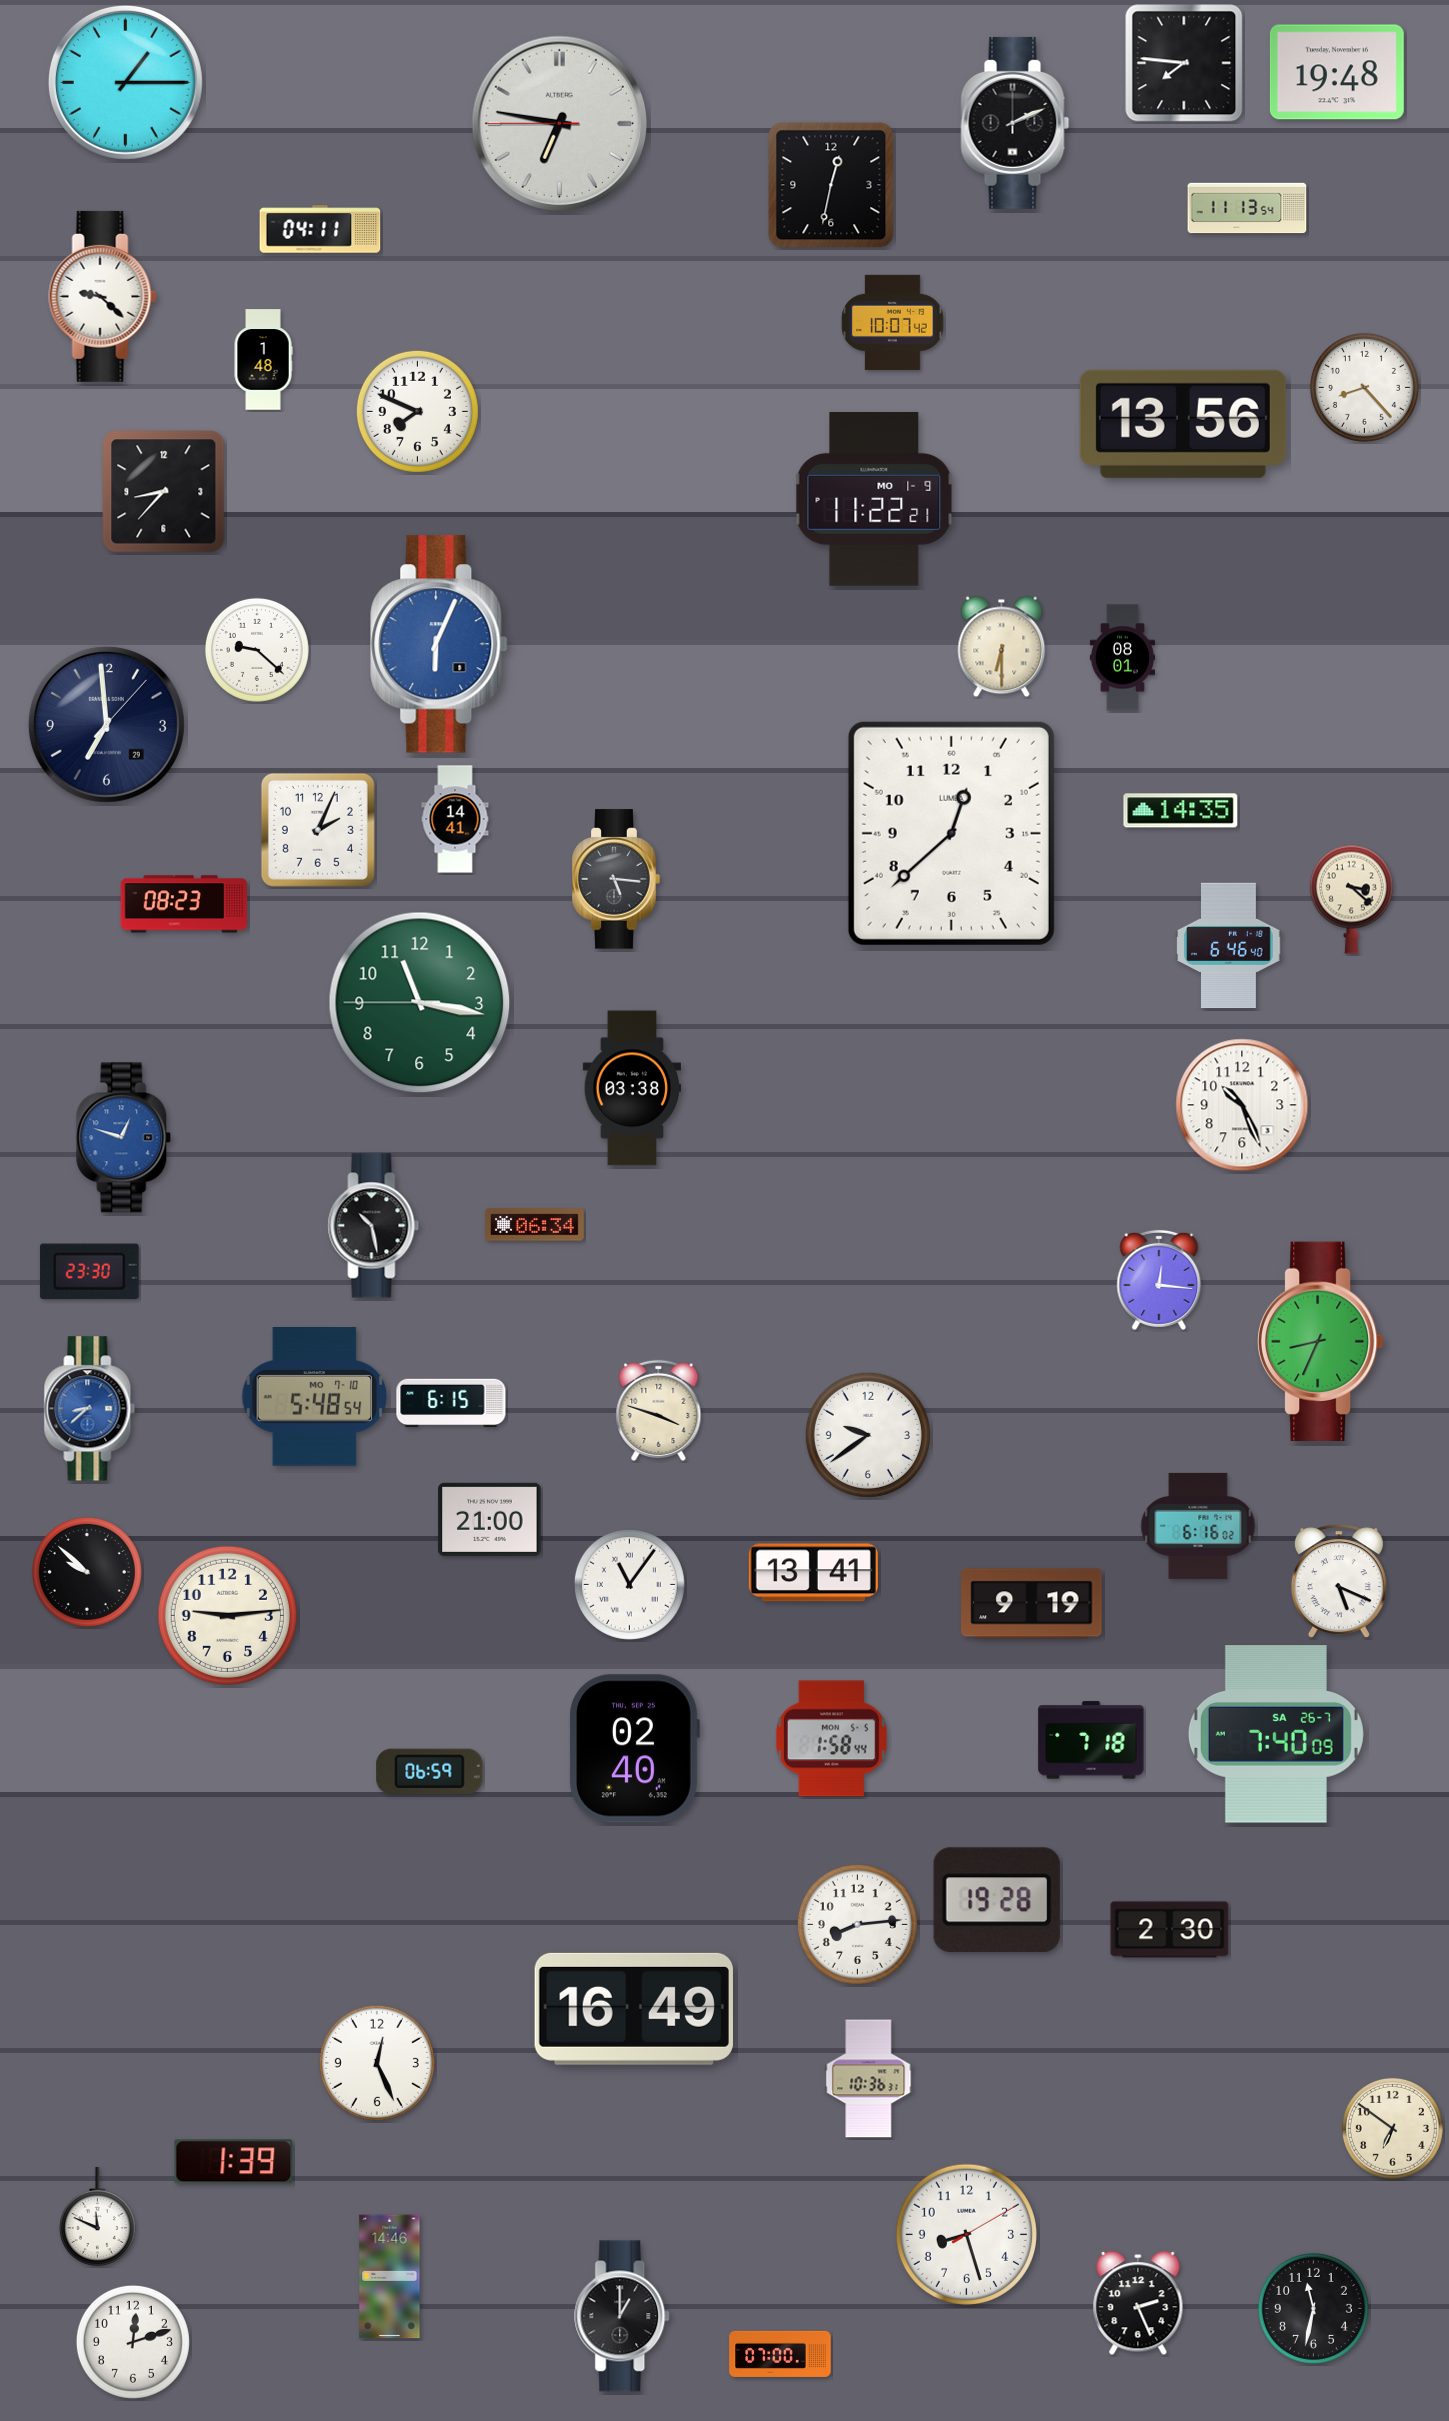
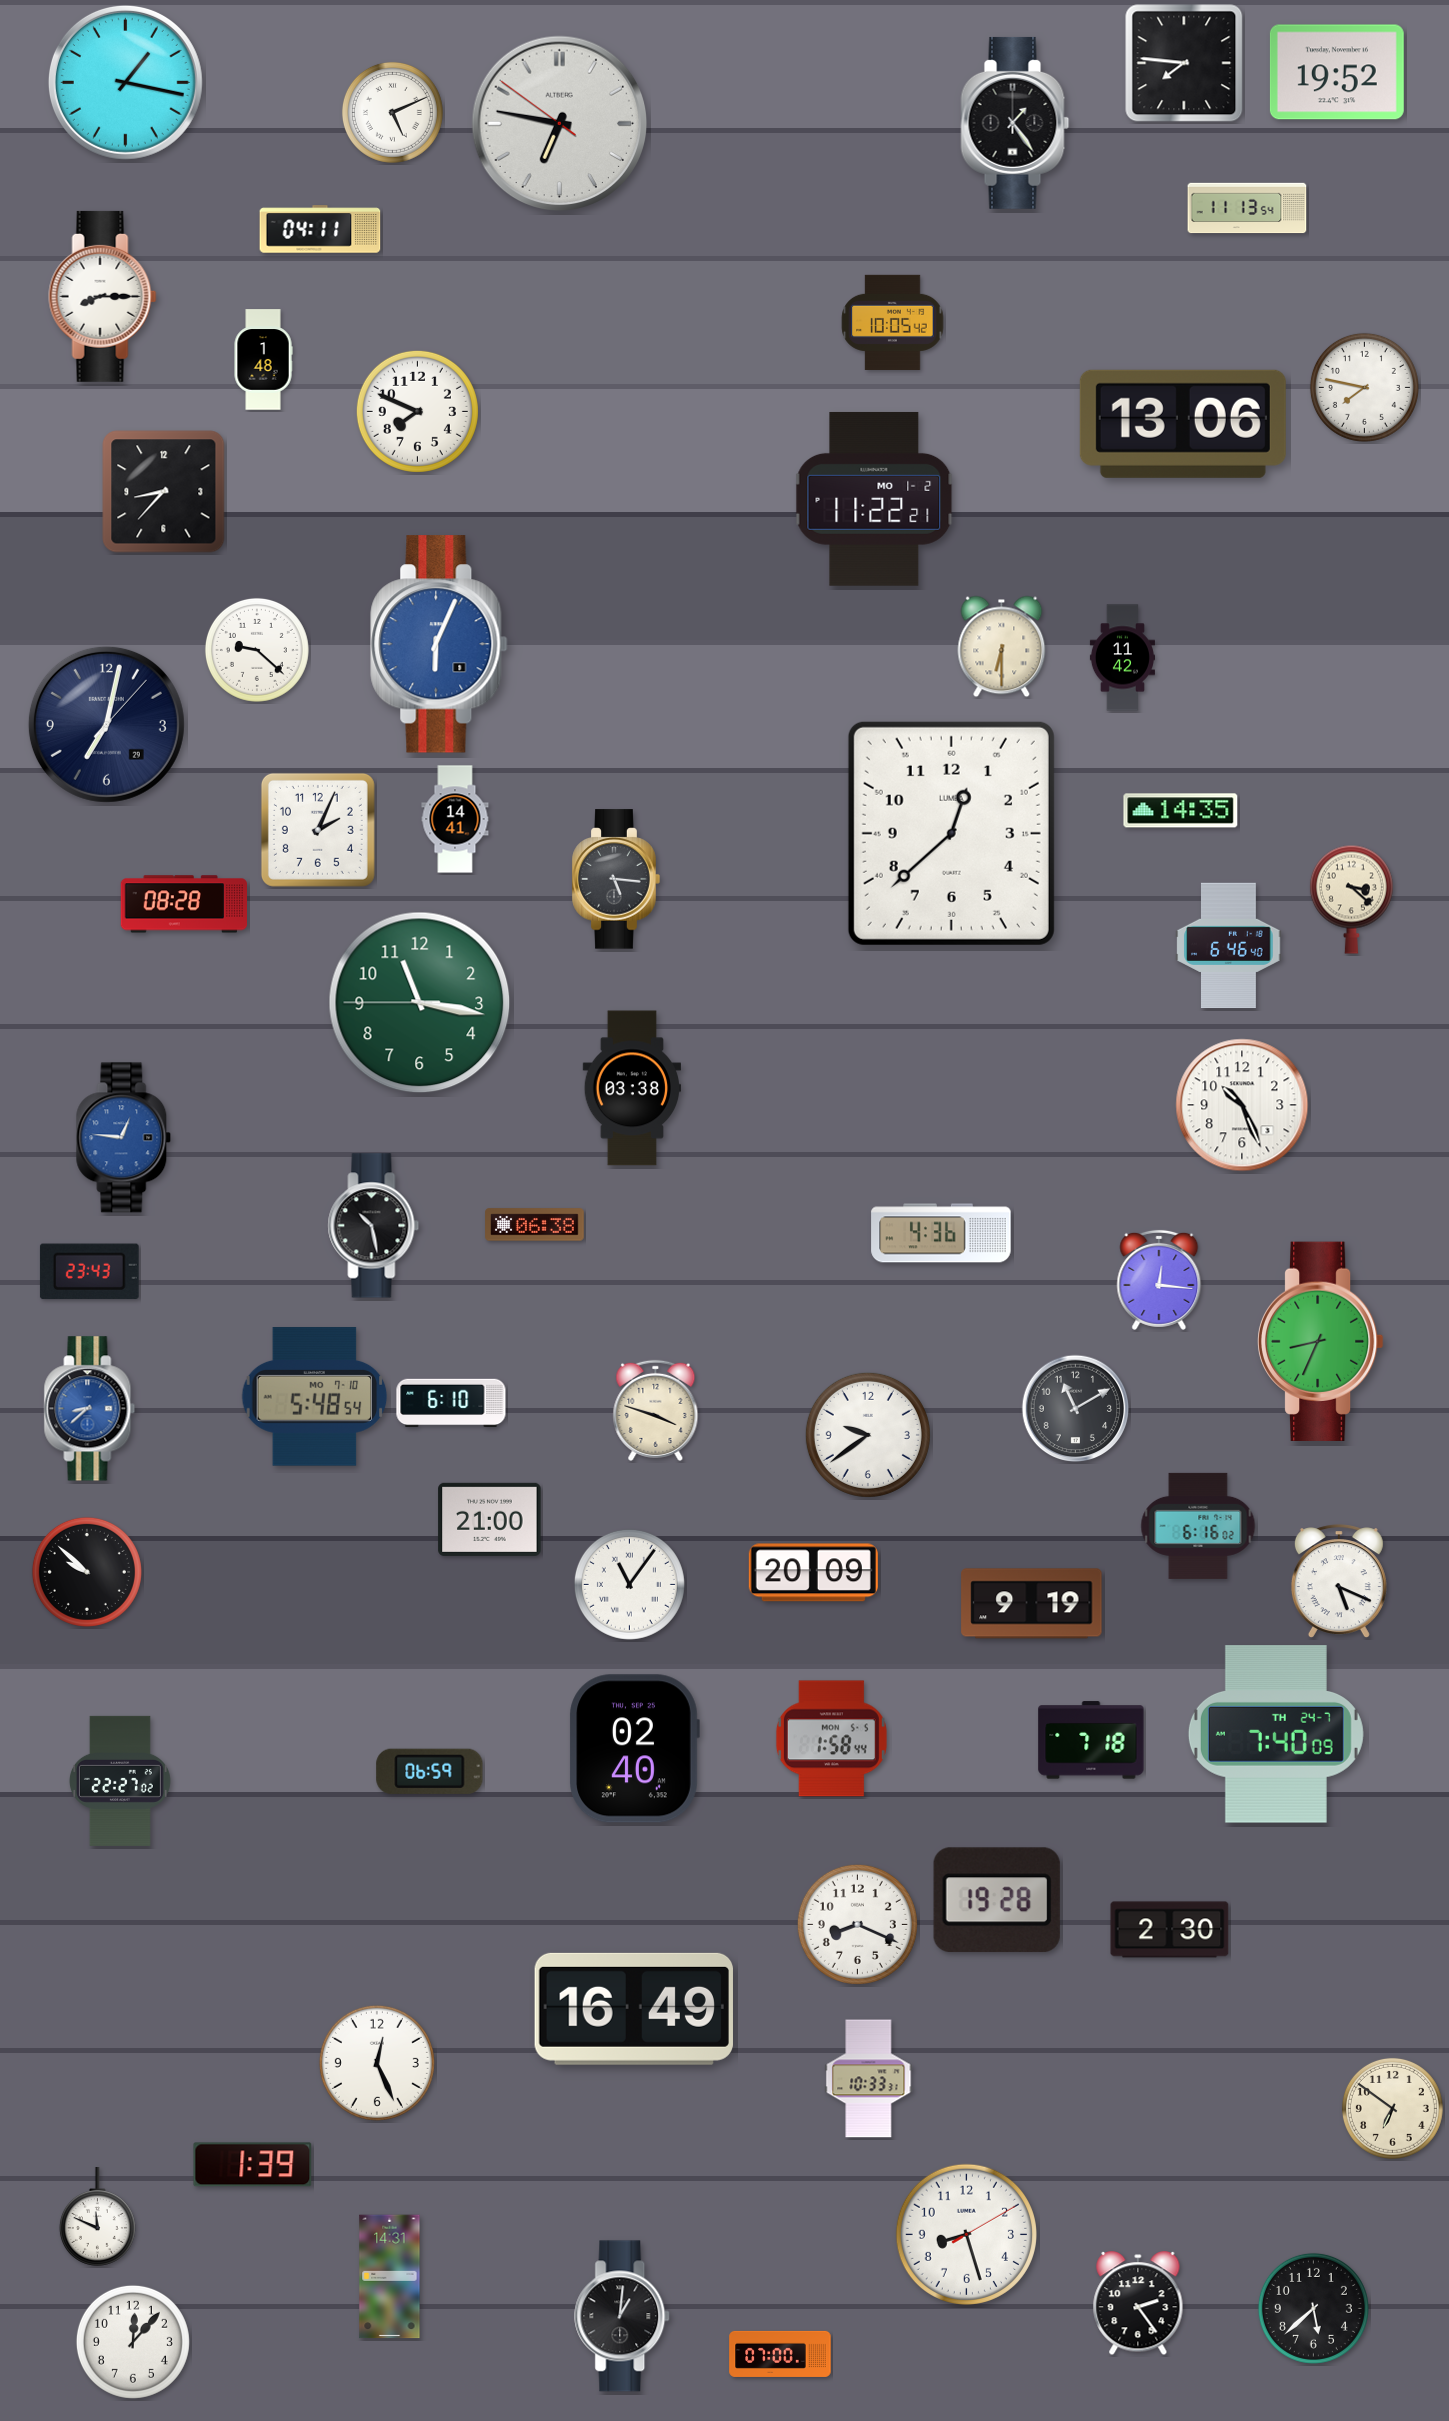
clock at (1337, 72): 19:48 -> 19:52
clock at (125, 82): 1:15 -> 1:17
clock at (392, 112): none -> 5:11
clock at (1015, 123): 2:11 -> 1:24
clock at (560, 124): 6:46:45 -> 6:46:51
clock at (831, 185): 12:32 -> none
clock at (103, 296): 9:22 -> 8:15
clock at (893, 322): 10:07 -> 10:05
clock at (1364, 387): 8:23 -> 7:47
clock at (1183, 424): 13:56 -> 13:06
clock at (874, 499) date: MO 1-9 -> MO 1-2
clock at (1122, 658): 08:01 -> 11:42
clock at (106, 724): 6:59 -> 7:02
clock at (183, 904): 08:23 -> 08:28
clock at (124, 1138): 12:48 -> 12:46
clock at (535, 1225): 06:34 -> 06:38
clock at (941, 1233): none -> 4:36
clock at (89, 1272): 23:30 -> 23:43
clock at (451, 1403): 6:15 -> 6:10
clock at (1076, 1409): none -> 11:10
clock at (659, 1410) position: (659, 1410) -> (656, 1410)
clock at (813, 1573): 13:41 -> 20:09
clock at (227, 1615): 9:14 -> none
clock at (1276, 1734) date: SA 26-7 -> TH 24-7
clock at (120, 1781): none -> 22:27
clock at (857, 1924): 8:14 -> 8:19
clock at (869, 2079): 10:36 -> 10:33
clock at (1392, 2128) position: (1392, 2128) -> (1392, 2108)
clock at (234, 2162) position: (234, 2162) -> (253, 2165)
clock at (390, 2277): 14:46 -> 14:31
clock at (1138, 2304): 2:26 -> 2:24
clock at (1313, 2308): 11:32 -> 5:38
clock at (623, 2316): 1:00 -> 1:01
clock at (133, 2342): 12:12 -> 12:07
